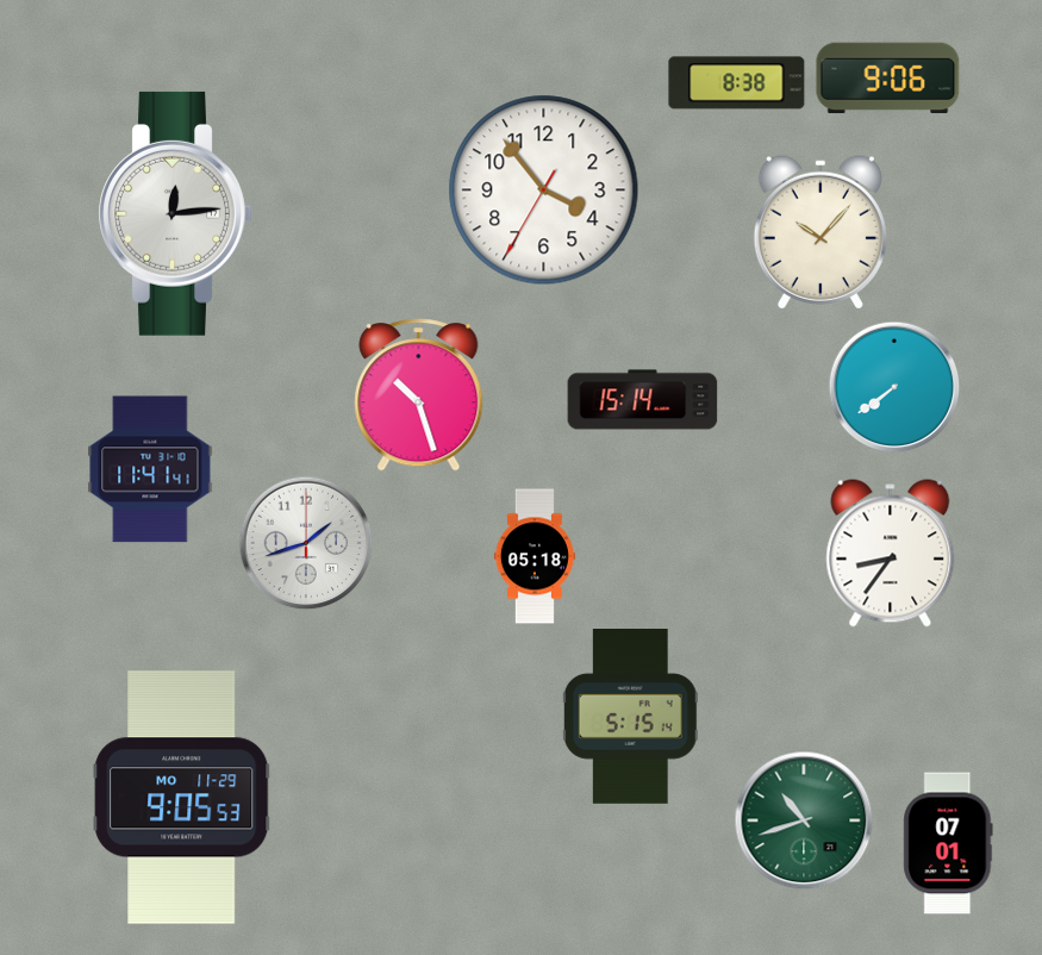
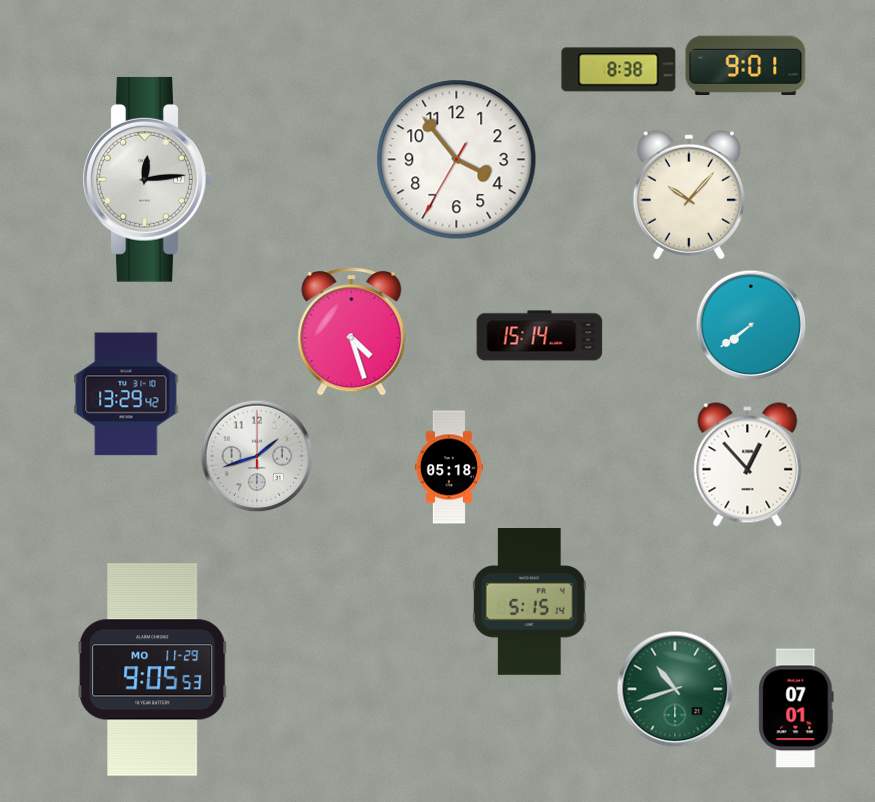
clock at (888, 79): 9:06 -> 9:01
clock at (419, 395): 10:27 -> 4:27
clock at (150, 469): 11:41 -> 13:29
clock at (891, 554): 8:36 -> 12:53
